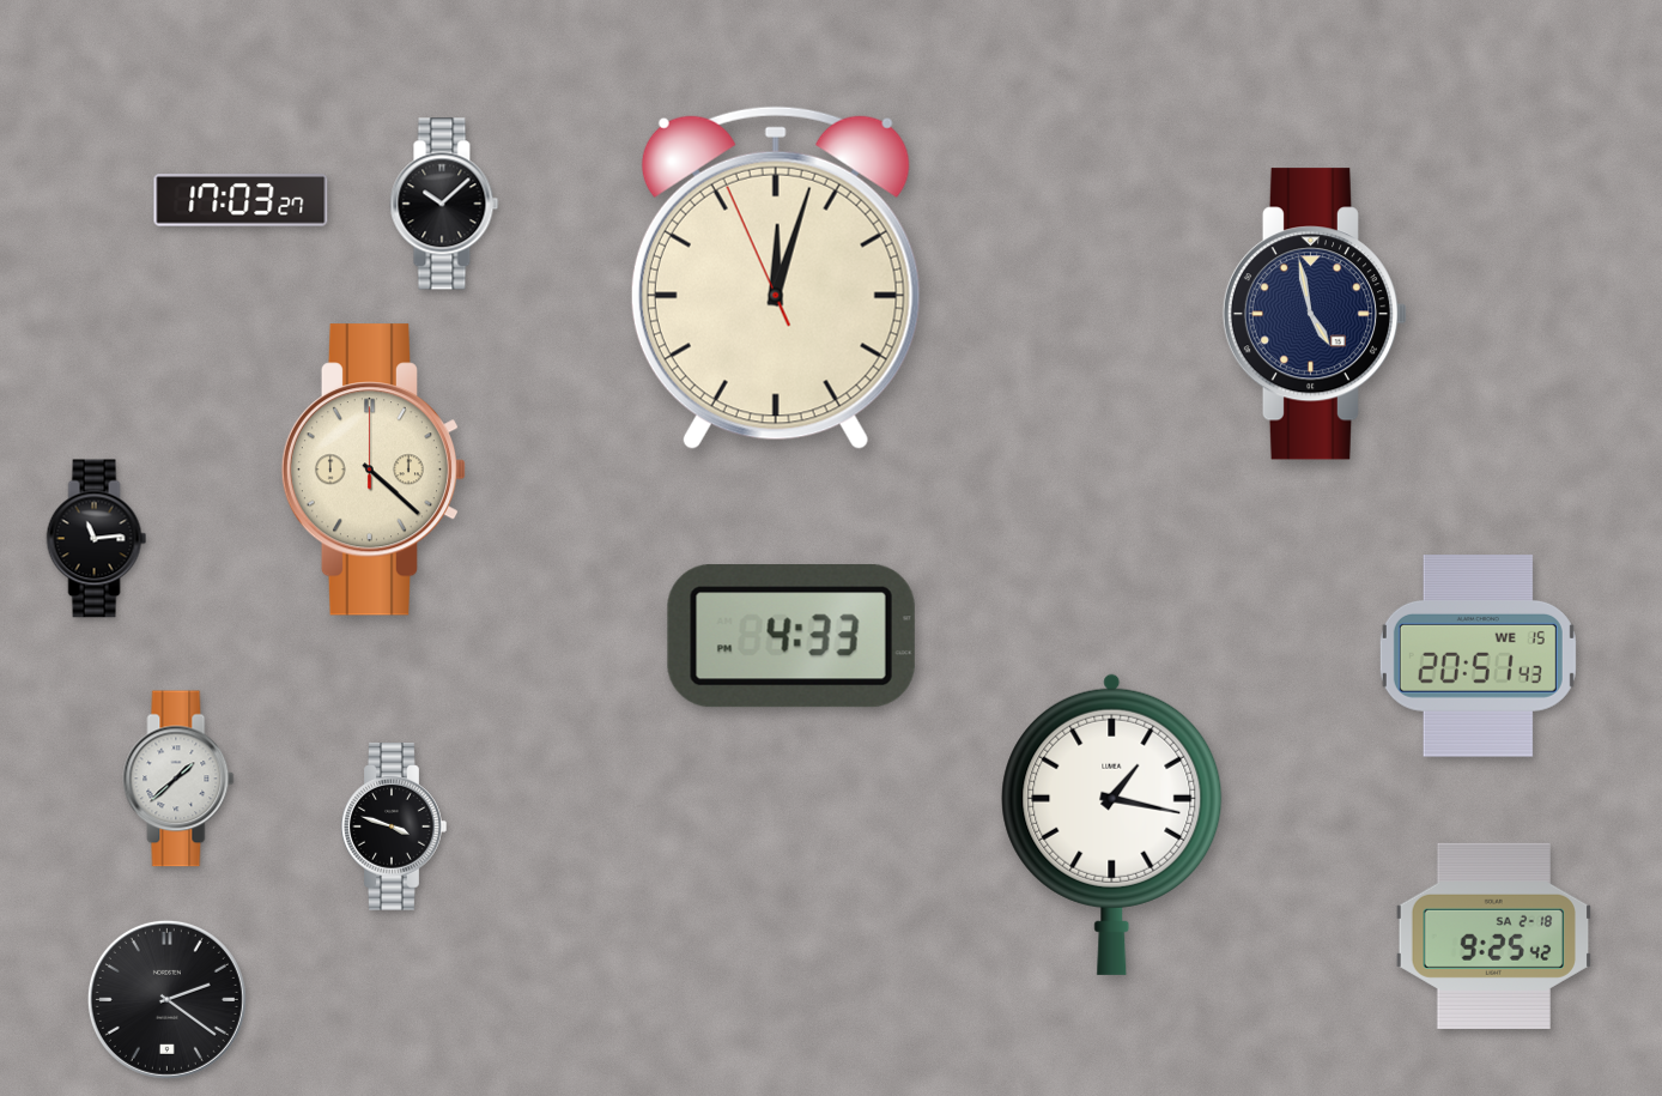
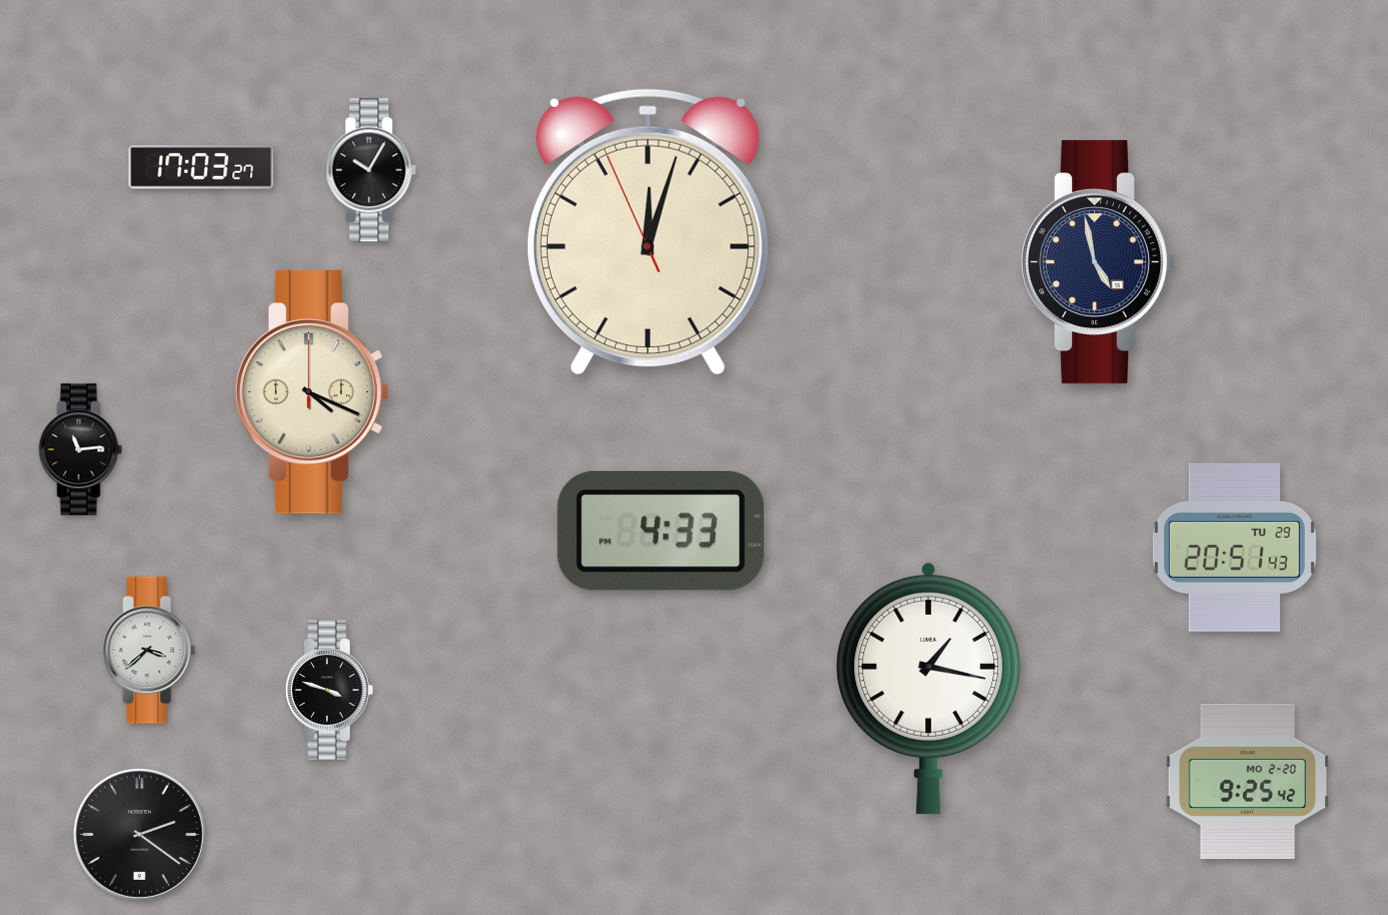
clock at (444, 204): 10:08 -> 10:05
clock at (374, 470): 4:22 -> 4:19
clock at (1478, 656) date: WE 15 -> TU 29
clock at (178, 779): 1:38 -> 3:38
clock at (1493, 935) date: SA 2-18 -> MO 2-20
